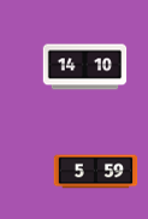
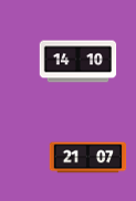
clock at (96, 172): 5:59 -> 21:07
